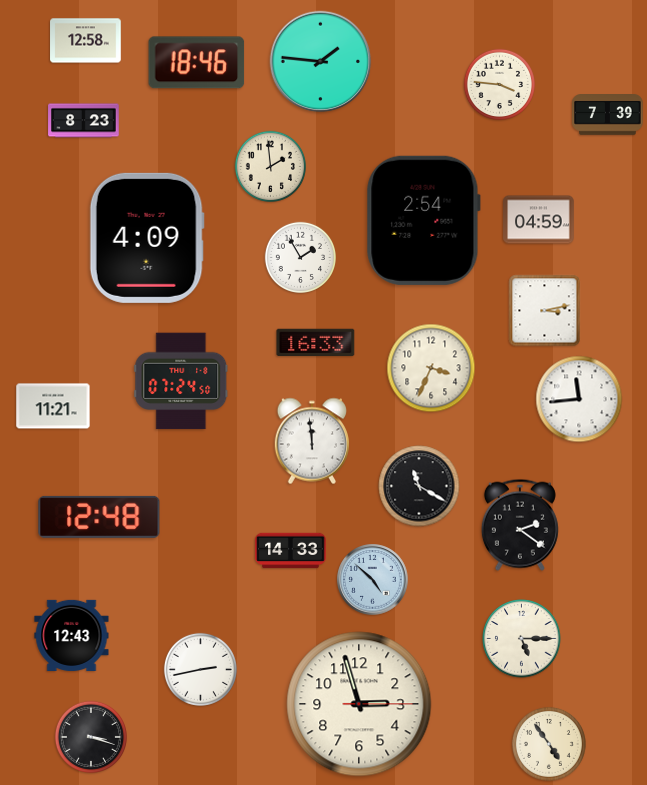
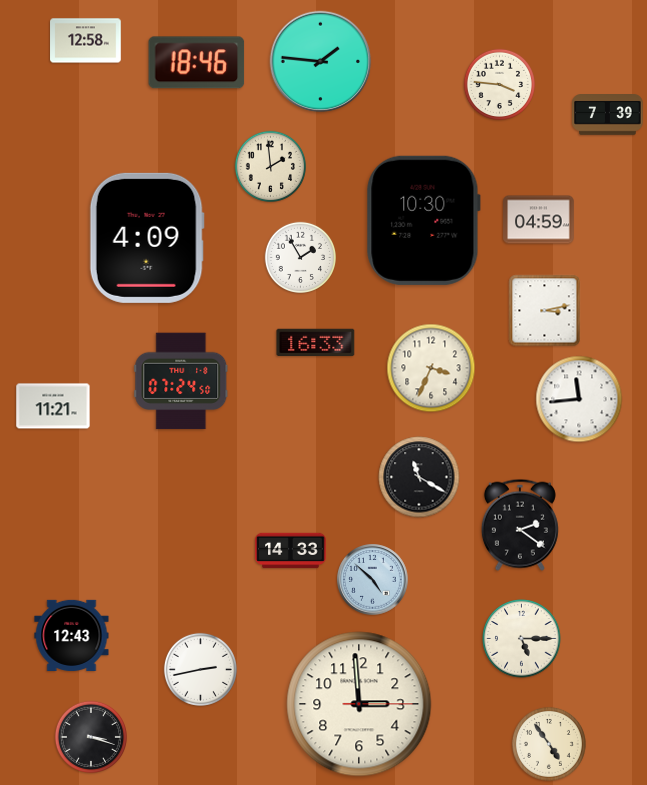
clock at (84, 121): 8:23 -> none
clock at (423, 220): 2:54 -> 10:30
clock at (311, 441): 11:59 -> none
clock at (419, 486) position: (419, 486) -> (419, 477)
clock at (99, 517): 12:48 -> none
clock at (359, 704): 2:57 -> 2:59
